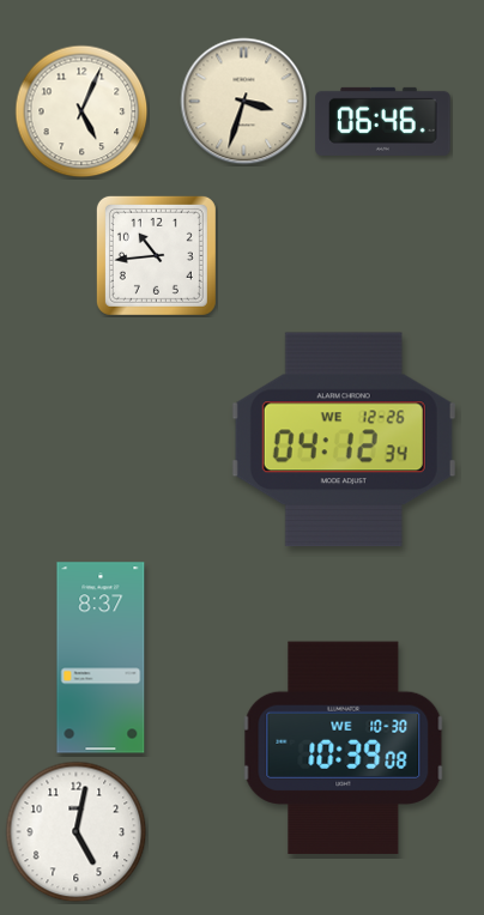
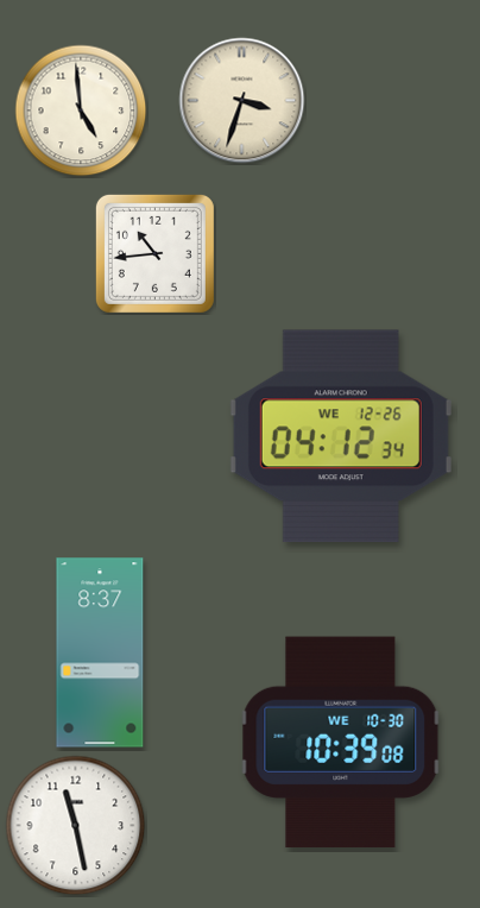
clock at (81, 111): 5:04 -> 4:59
clock at (383, 121): 06:46 -> none
clock at (77, 832): 5:02 -> 11:28
